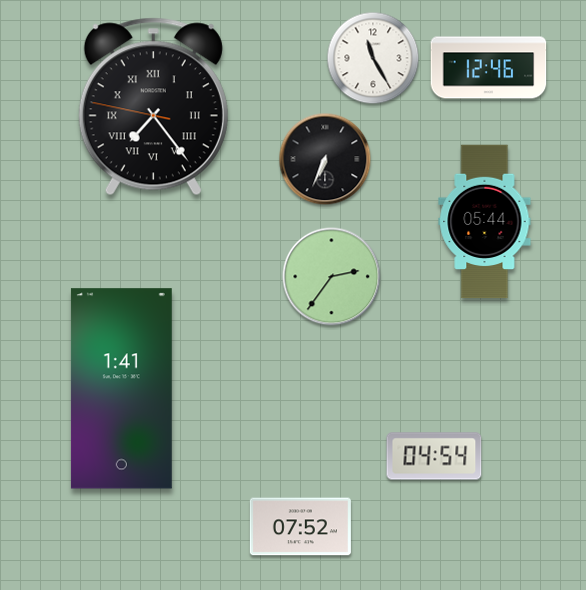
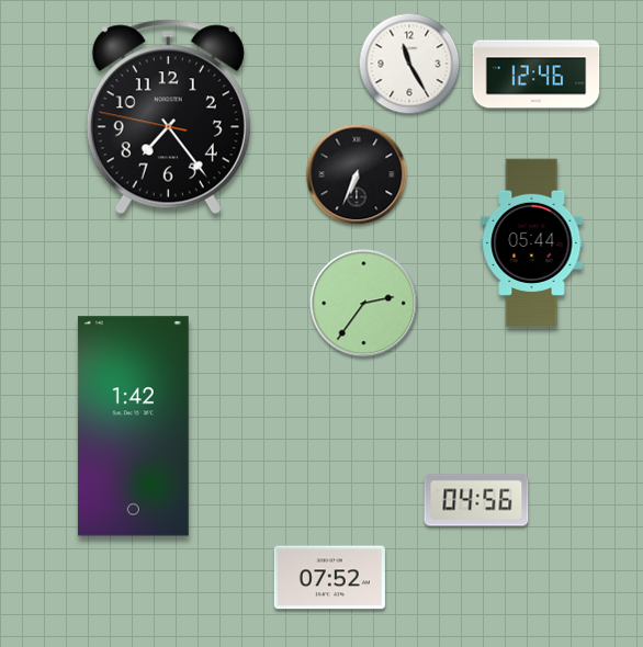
clock at (153, 107) numerals: Roman -> Arabic
clock at (121, 389): 1:41 -> 1:42
clock at (434, 456): 04:54 -> 04:56
